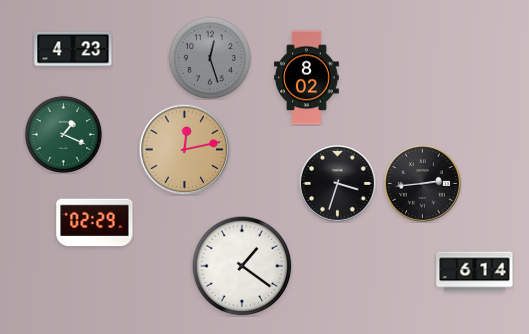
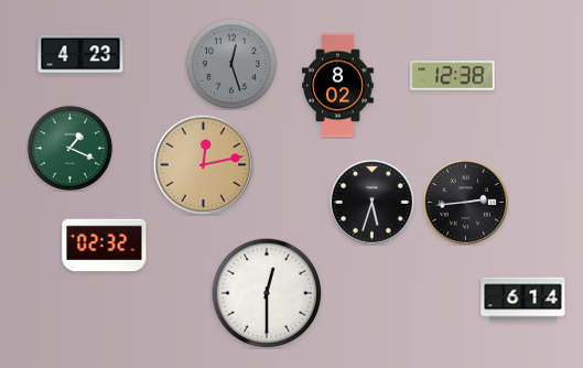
clock at (453, 76): none -> 12:38
clock at (338, 184): 3:33 -> 5:33
clock at (95, 223): 02:29 -> 02:32
clock at (242, 266): 1:21 -> 12:30
